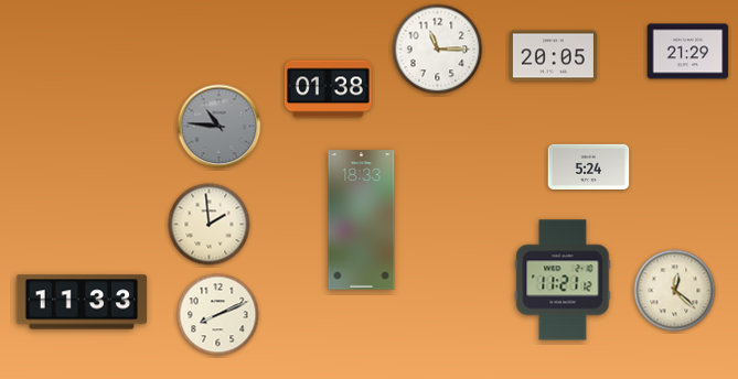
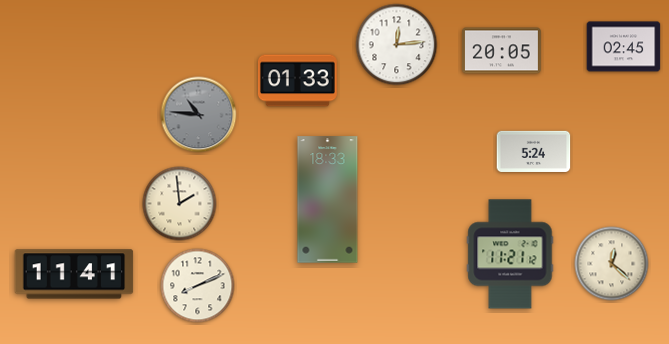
clock at (438, 50): 11:15 -> 12:14
clock at (688, 52): 21:29 -> 02:45
clock at (328, 89): 01:38 -> 01:33
clock at (210, 225) position: (210, 225) -> (180, 204)
clock at (82, 302): 11:33 -> 11:41
